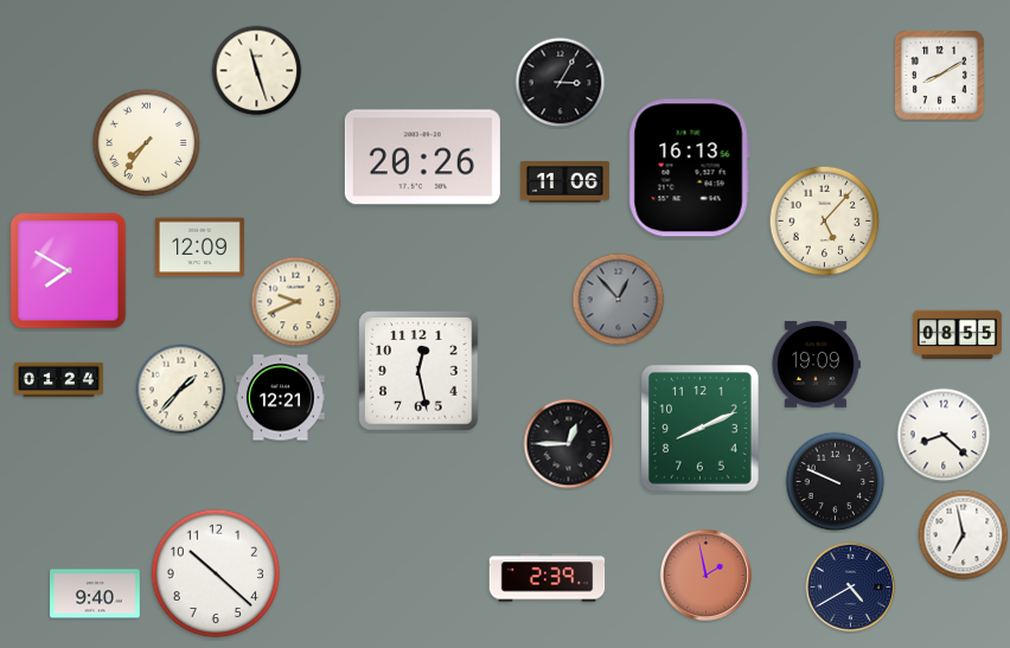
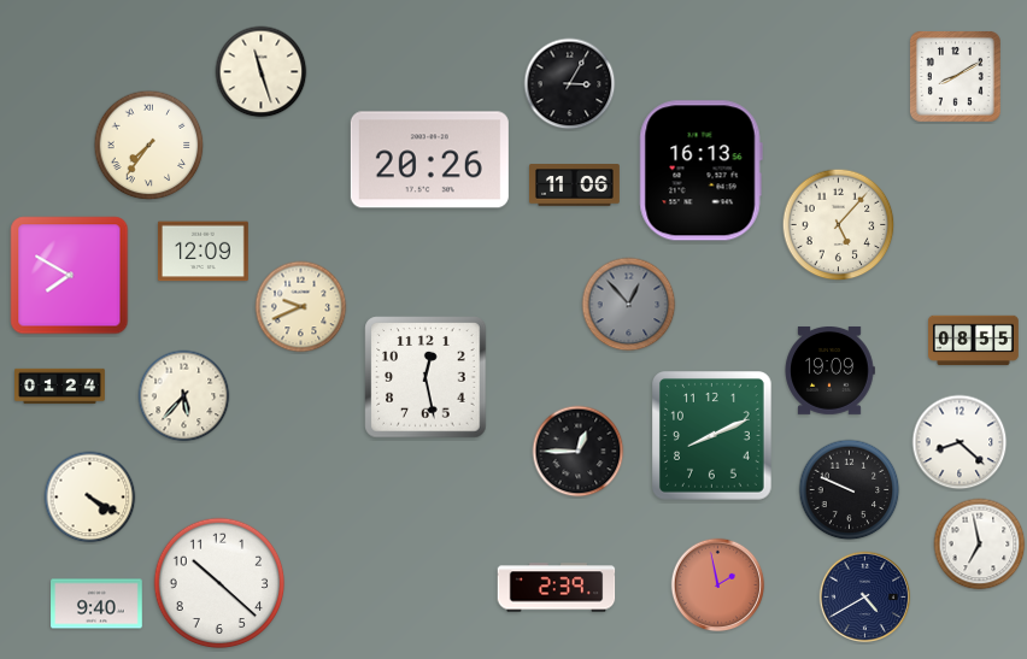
clock at (181, 390): 1:37 -> 5:37
clock at (281, 398): 12:21 -> none
clock at (90, 498): none -> 4:20
